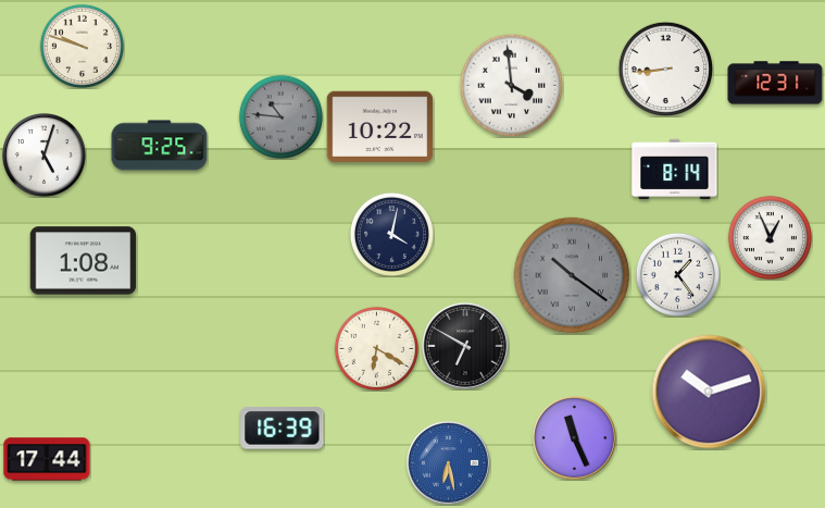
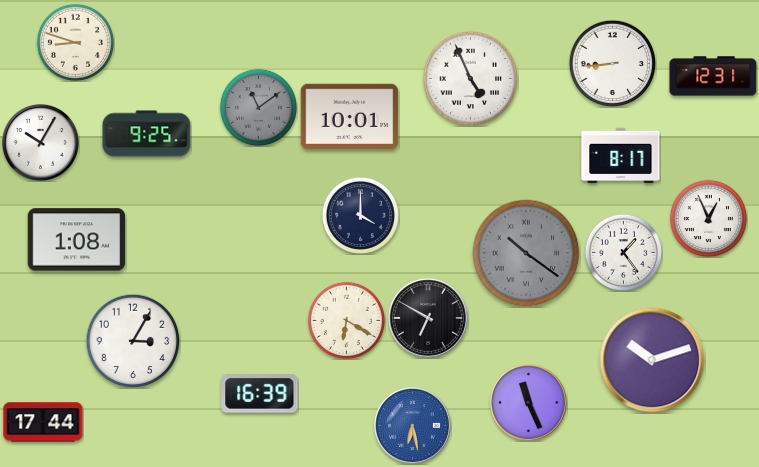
clock at (82, 46): 9:48 -> 8:48
clock at (511, 85): 3:59 -> 4:56
clock at (280, 116): 10:46 -> 11:09
clock at (380, 127): 10:22 -> 10:01
clock at (45, 156): 5:03 -> 10:05
clock at (675, 170): 8:14 -> 8:17
clock at (391, 234): 4:02 -> 4:00
clock at (133, 341): none -> 3:05
